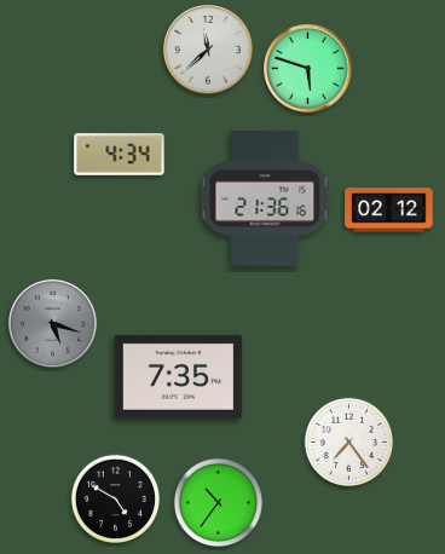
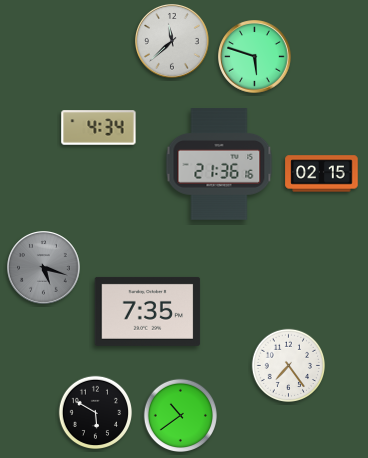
clock at (389, 210): 02:12 -> 02:15
clock at (115, 498): 4:50 -> 5:50
clock at (218, 502): 10:36 -> 10:39
